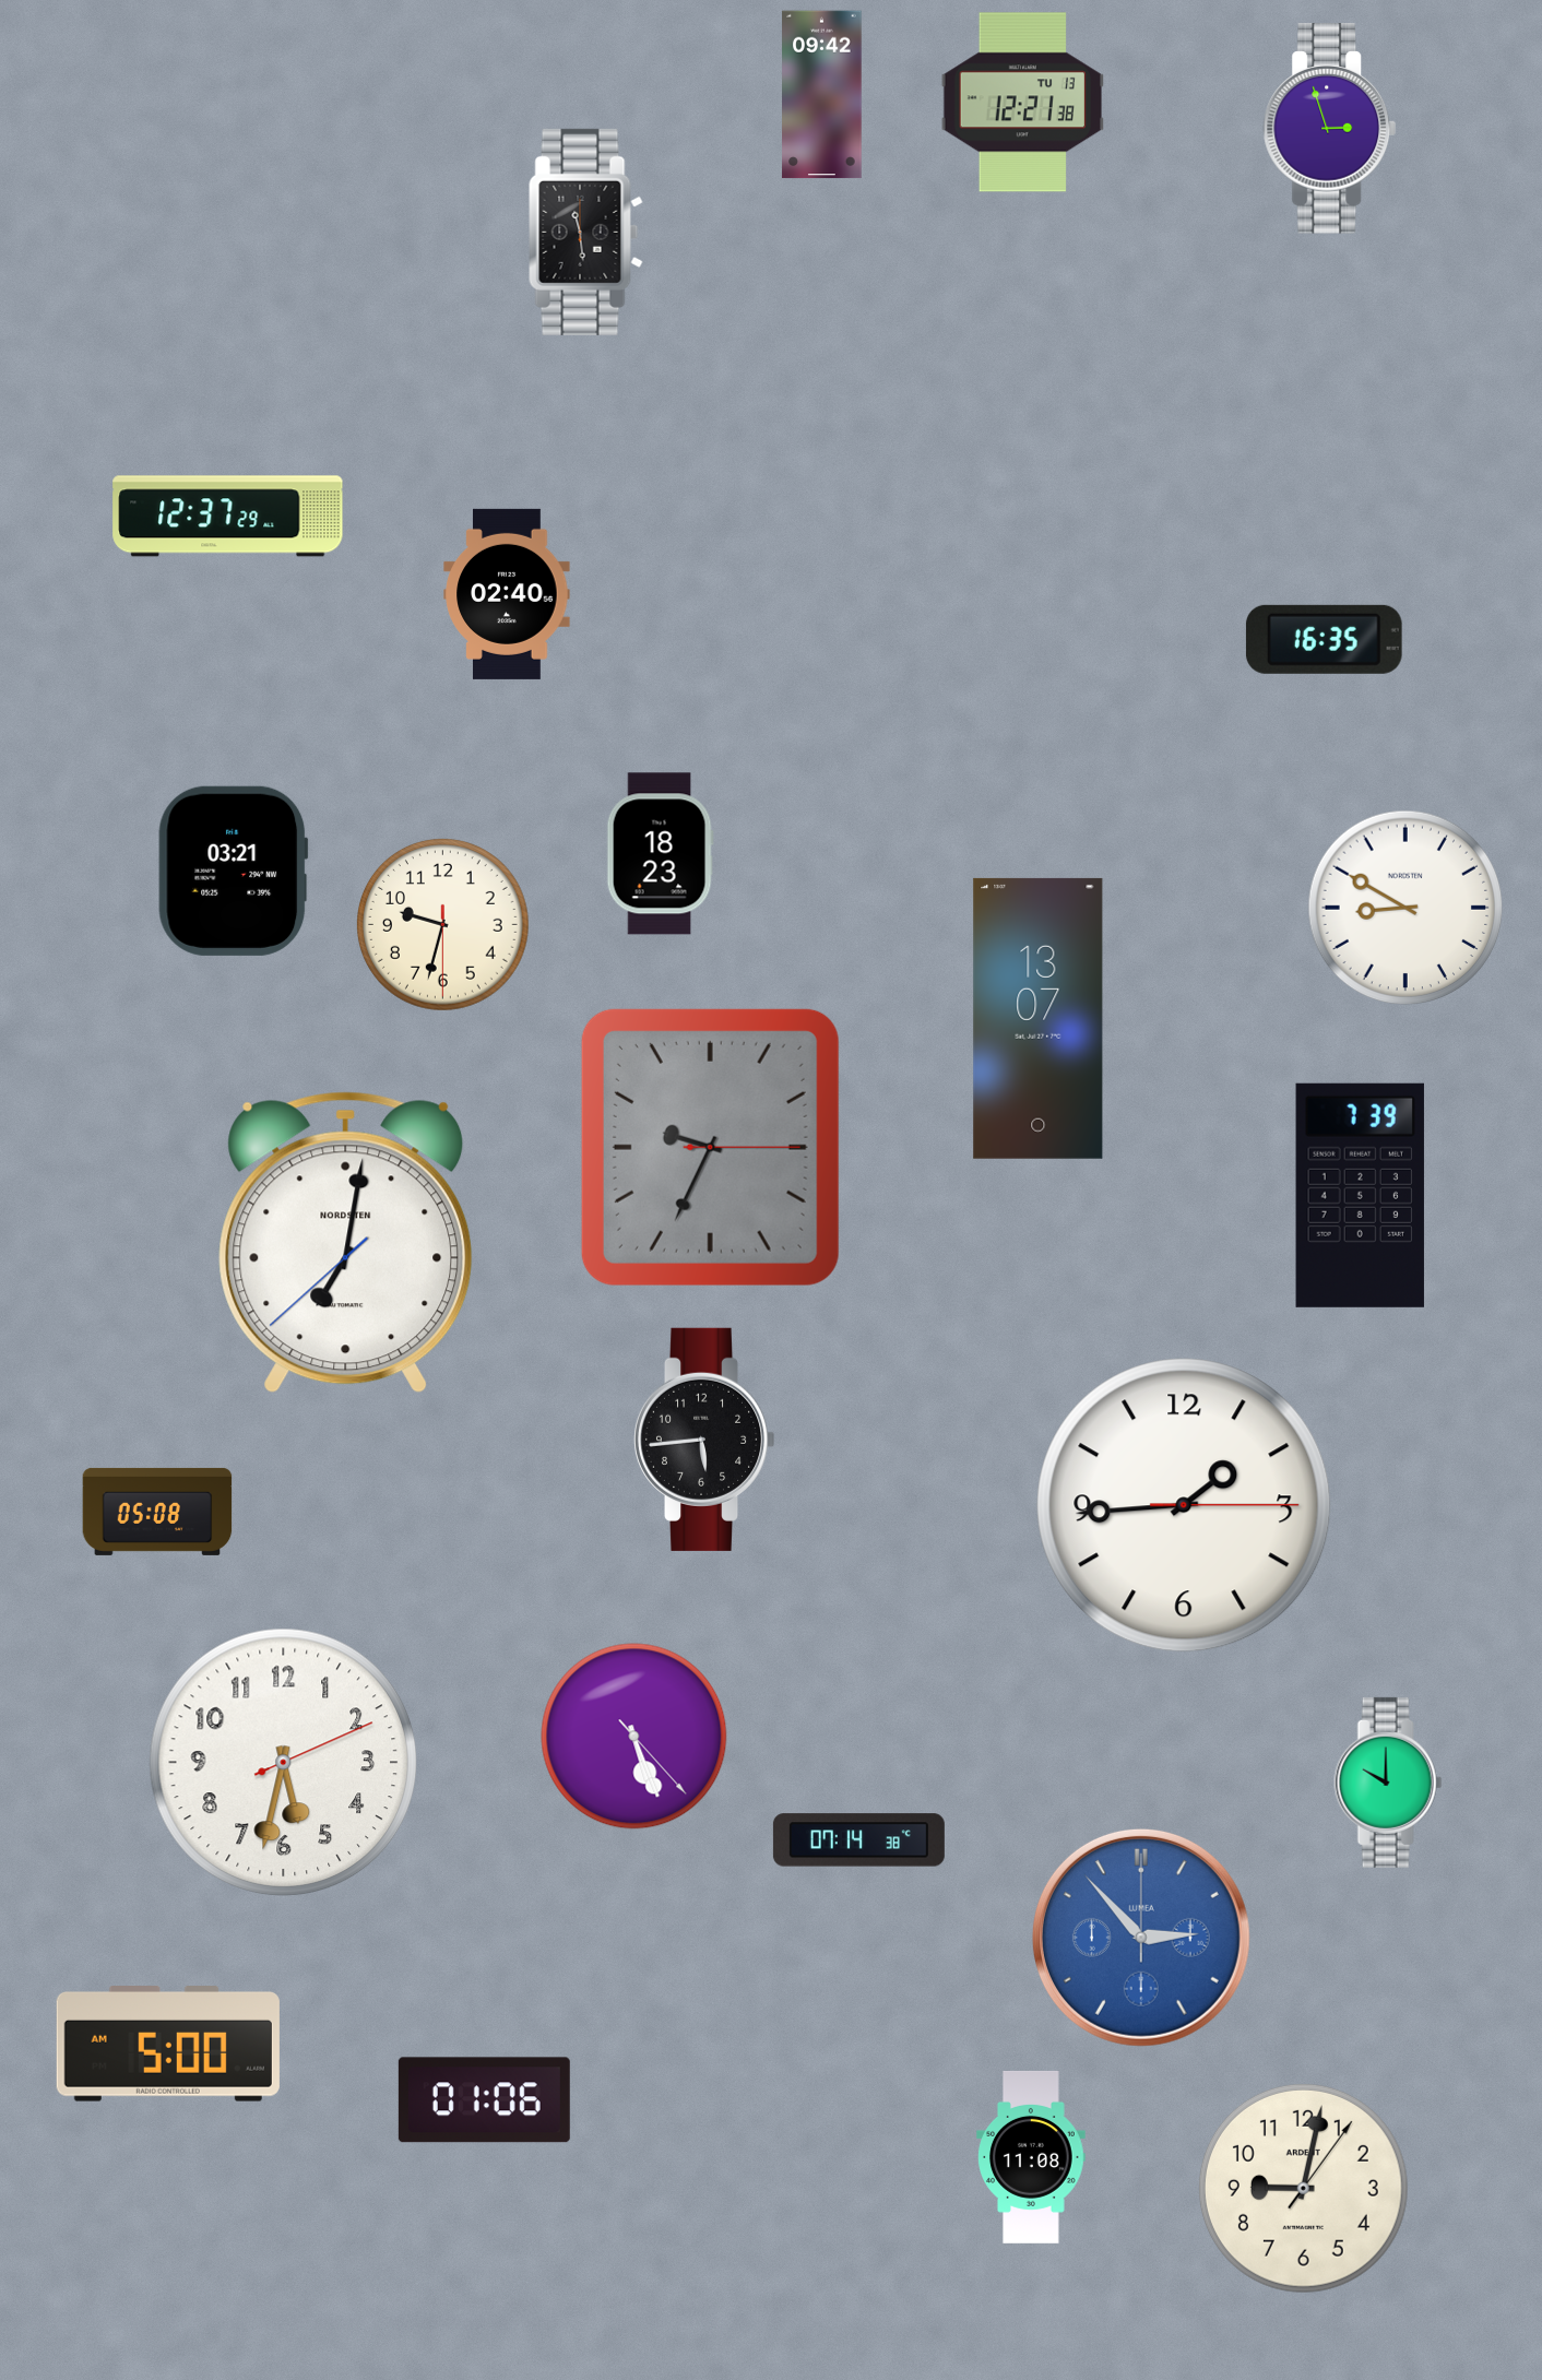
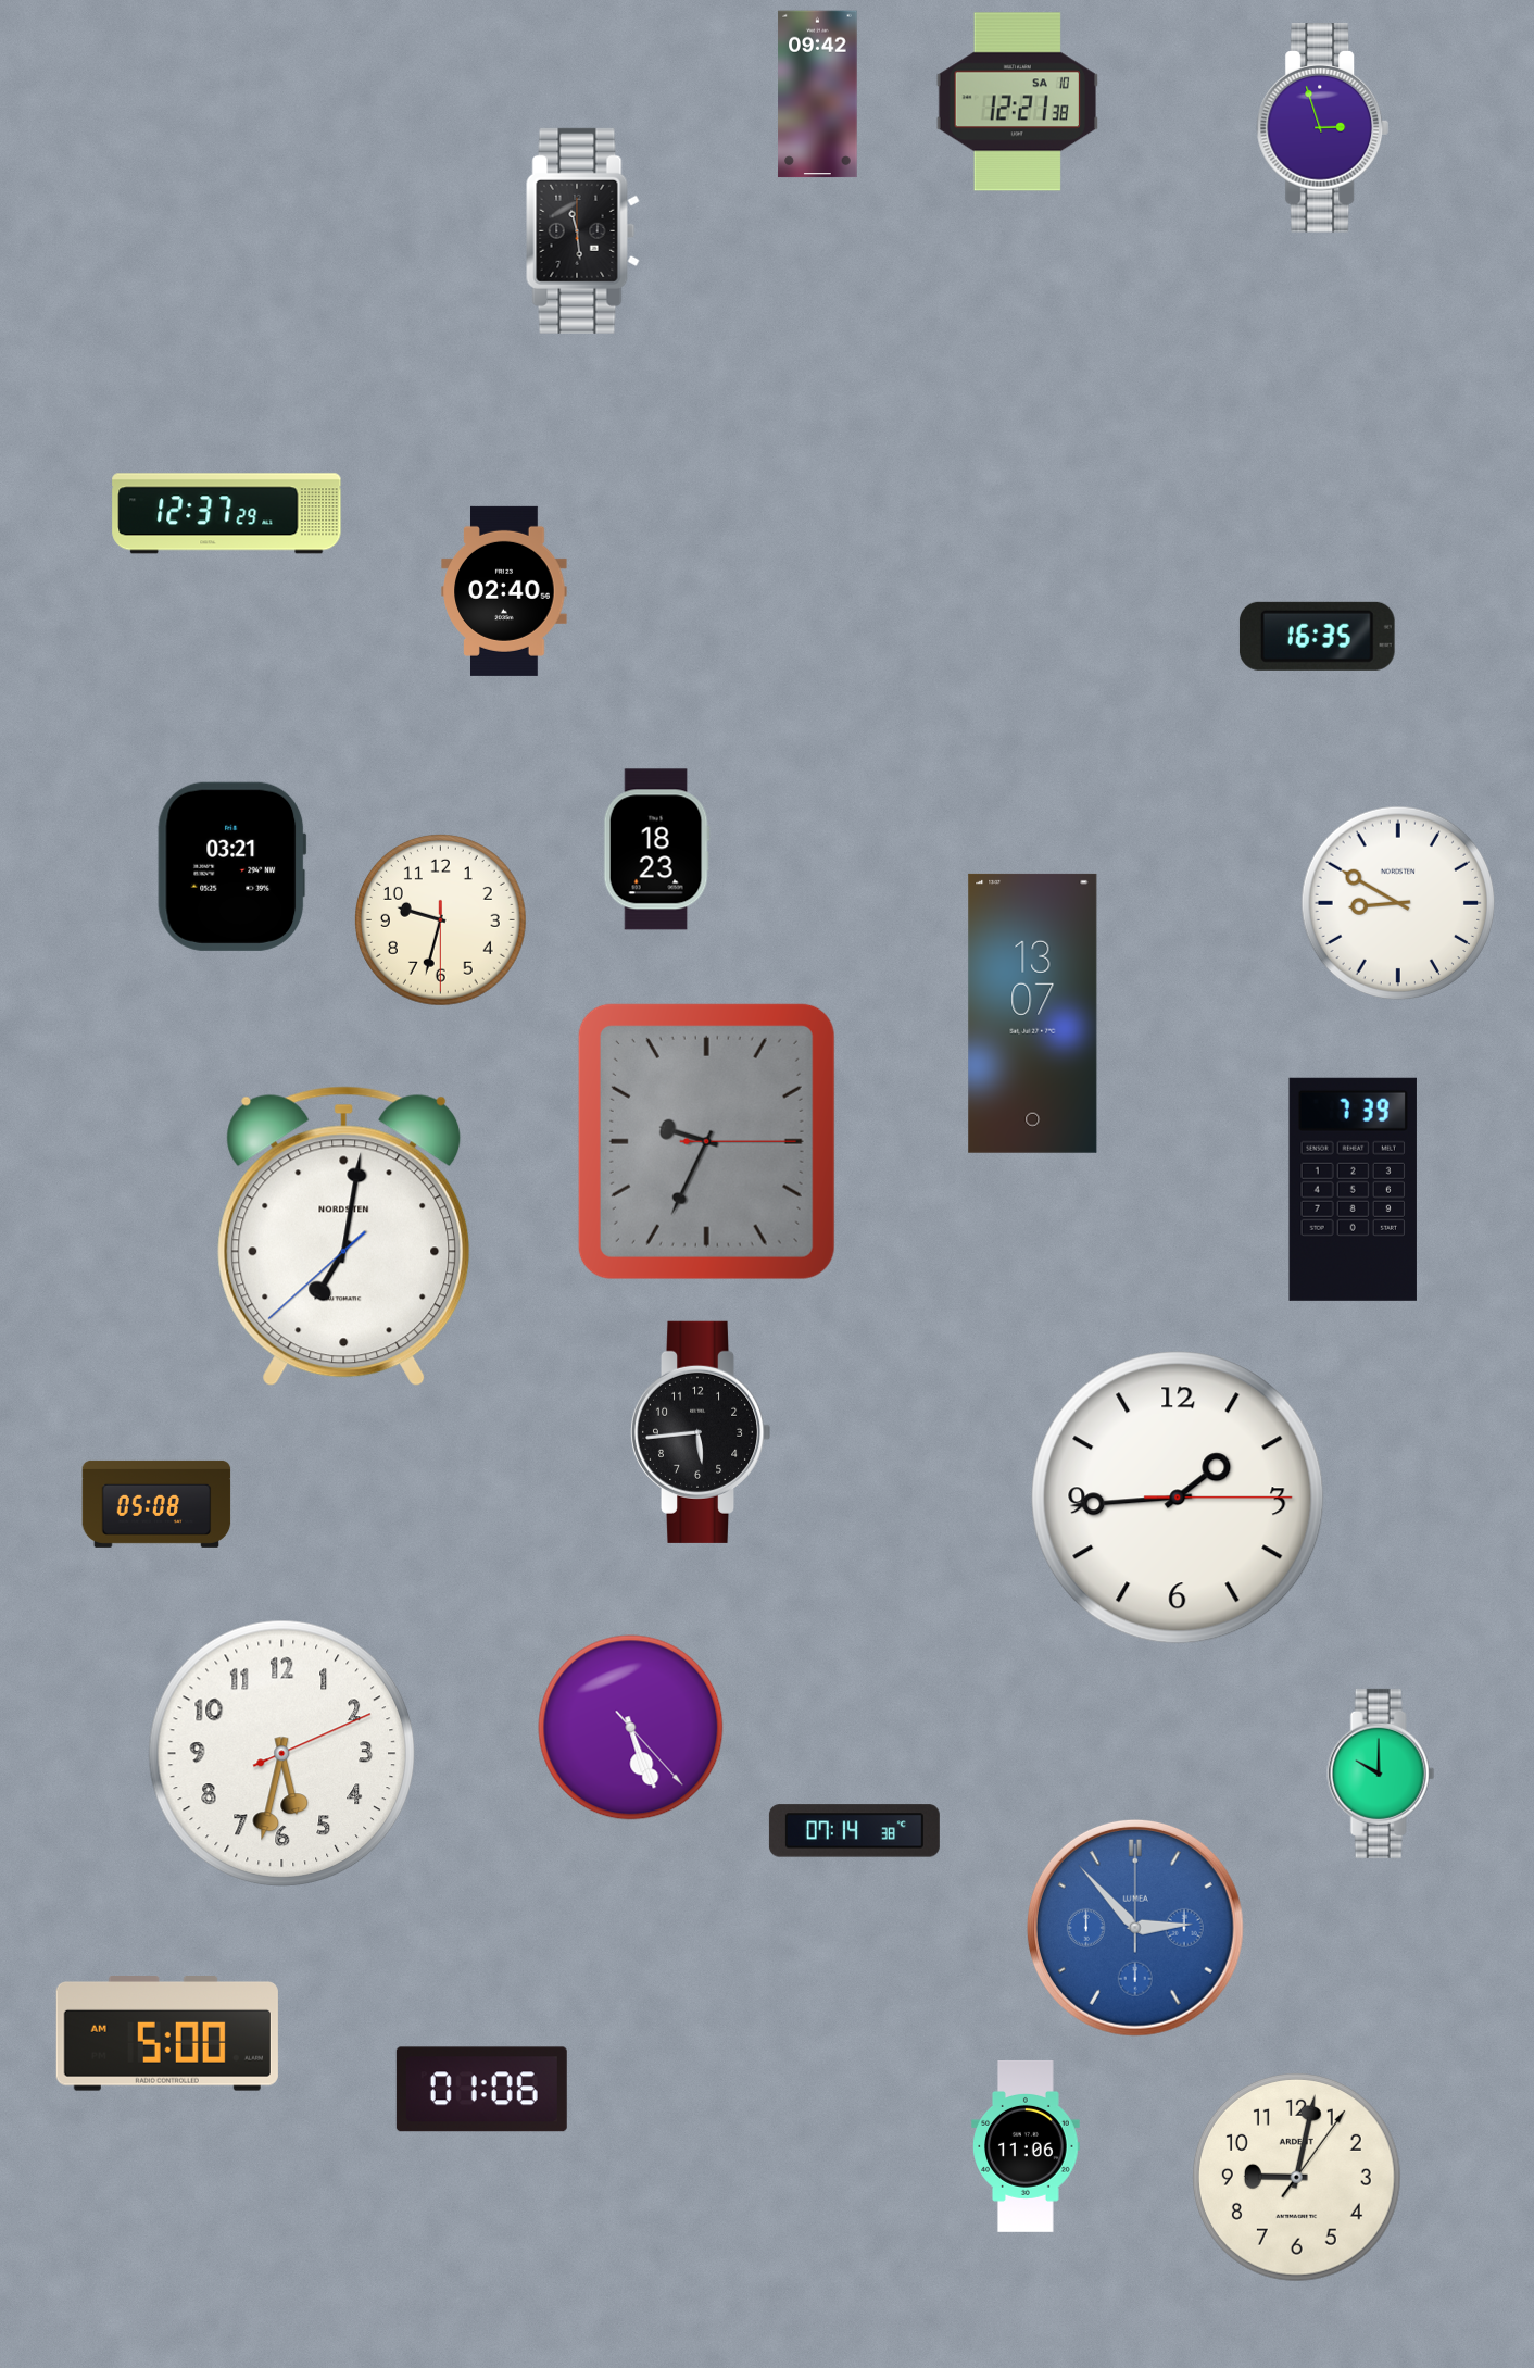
clock at (1022, 103) date: TU 13 -> SA 10
clock at (1031, 2157): 11:08 -> 11:06
